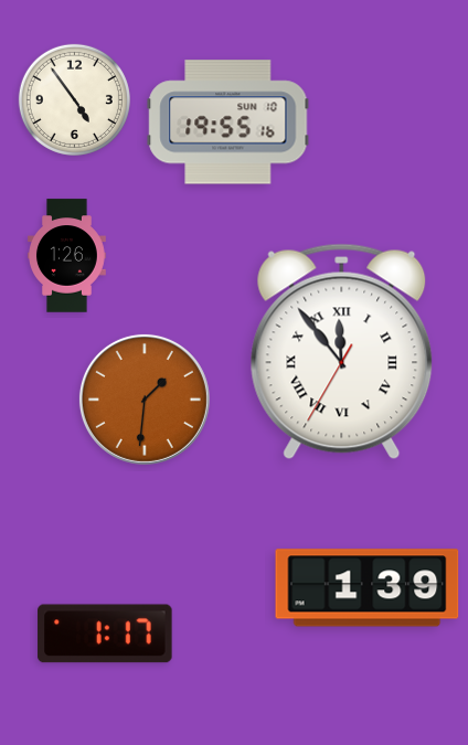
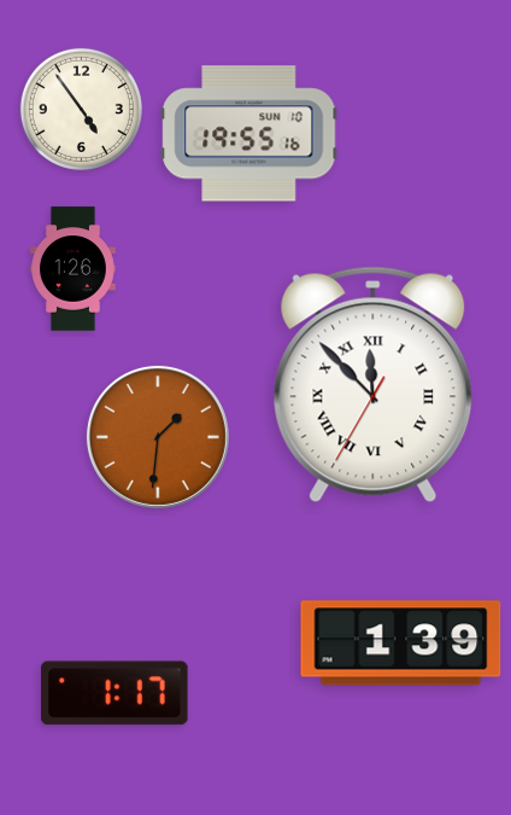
clock at (67, 256) position: (67, 256) -> (74, 269)
clock at (342, 352): 11:53 -> 11:52
